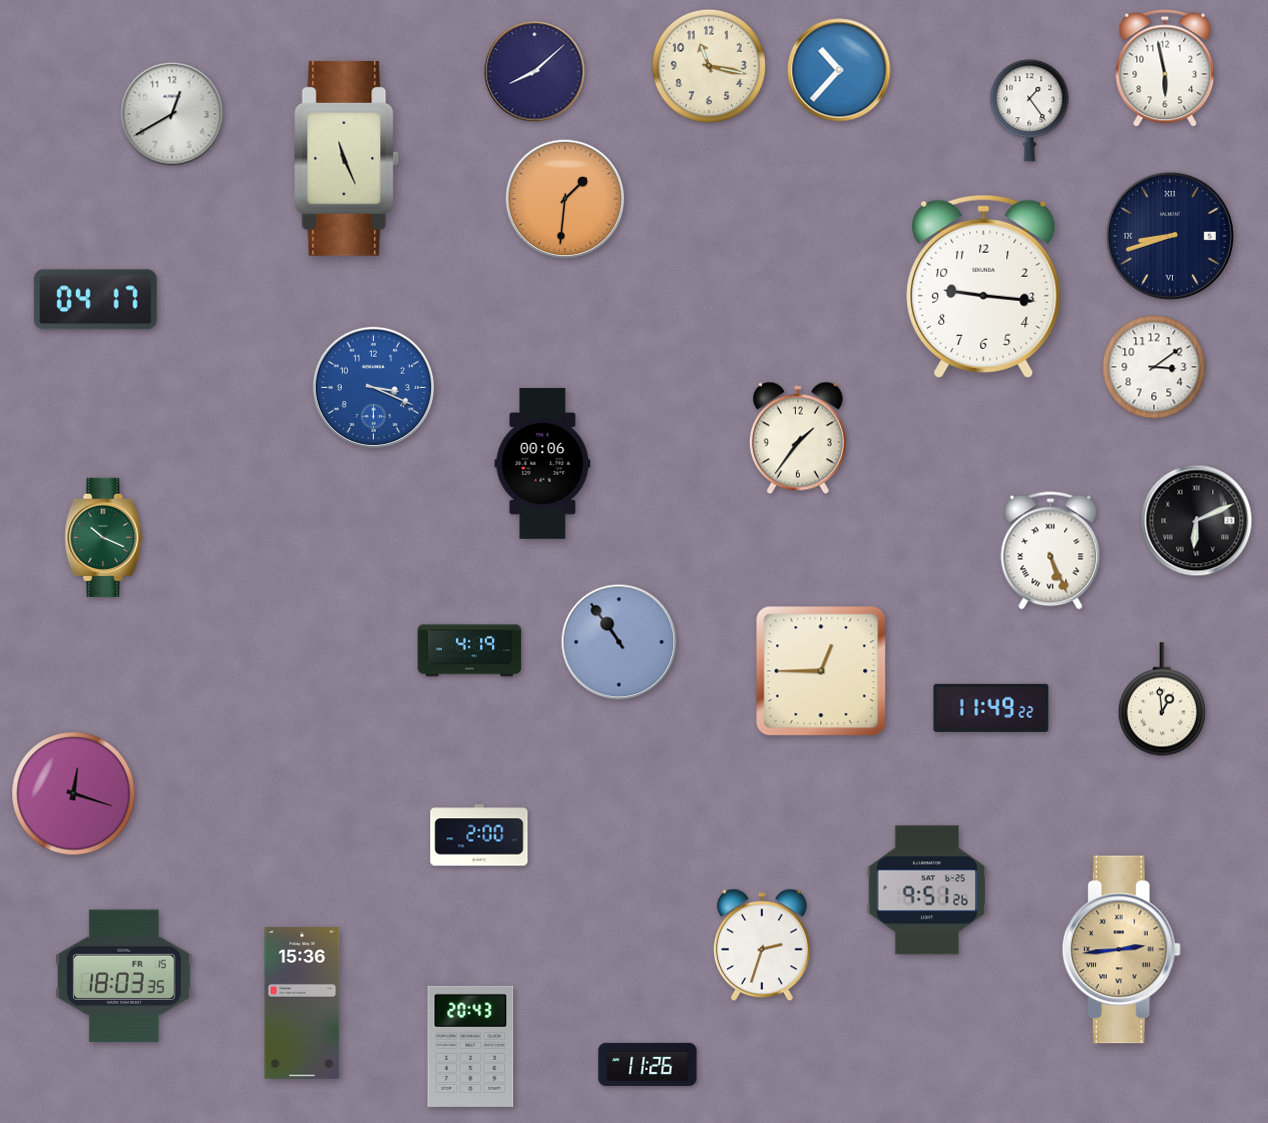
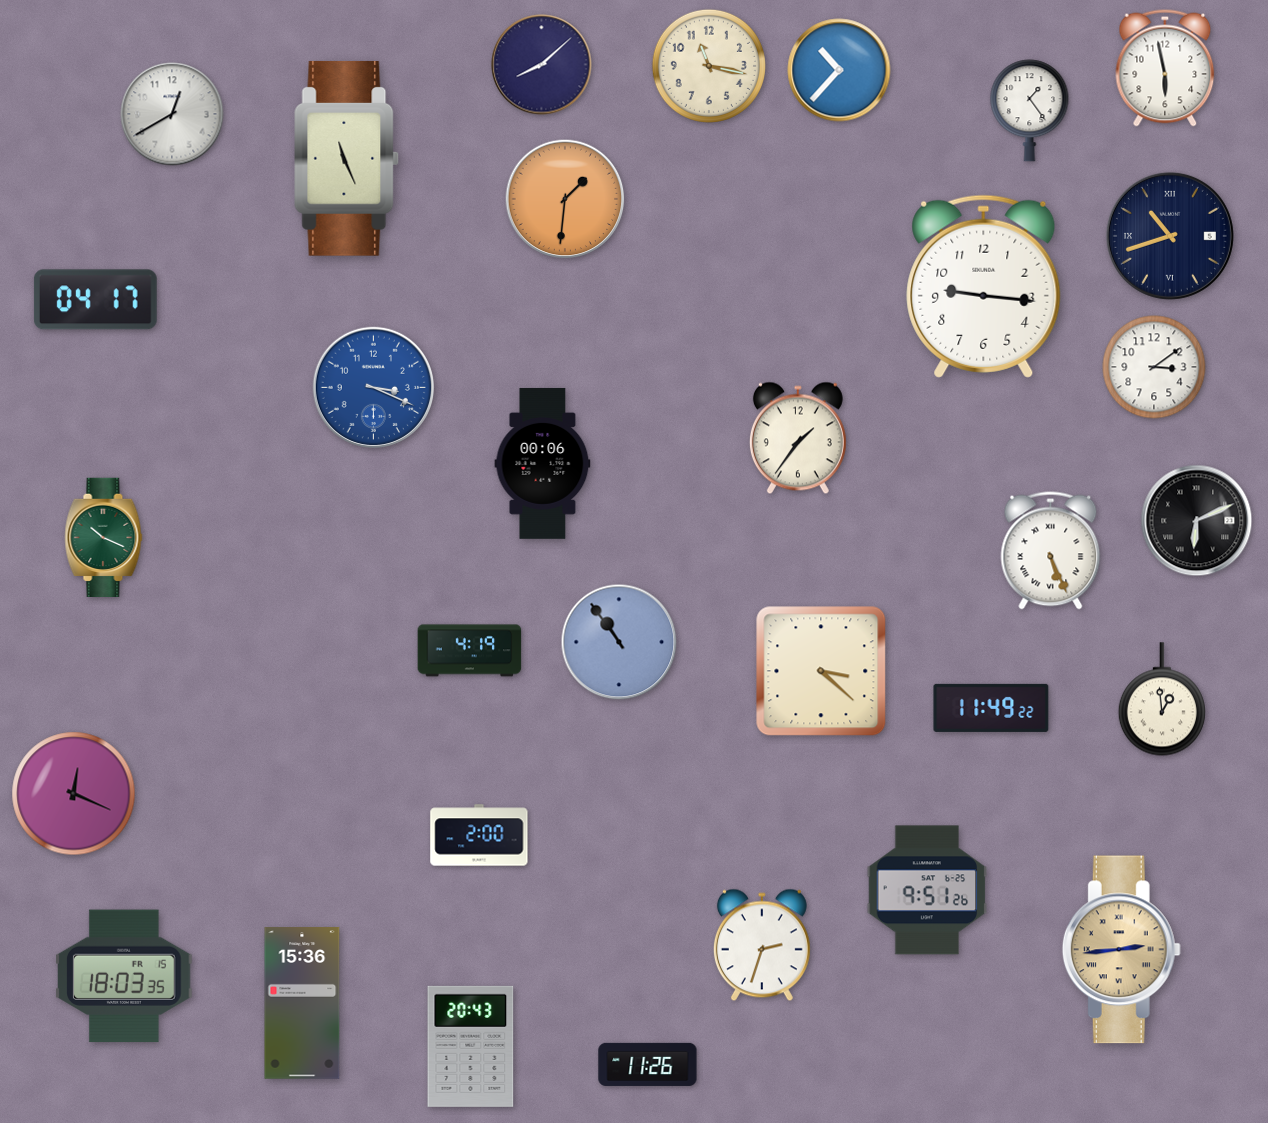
clock at (535, 72) position: (535, 72) -> (542, 65)
clock at (1170, 236): 8:42 -> 10:42
clock at (821, 671): 12:45 -> 3:22
clock at (74, 794): 12:18 -> 12:19
